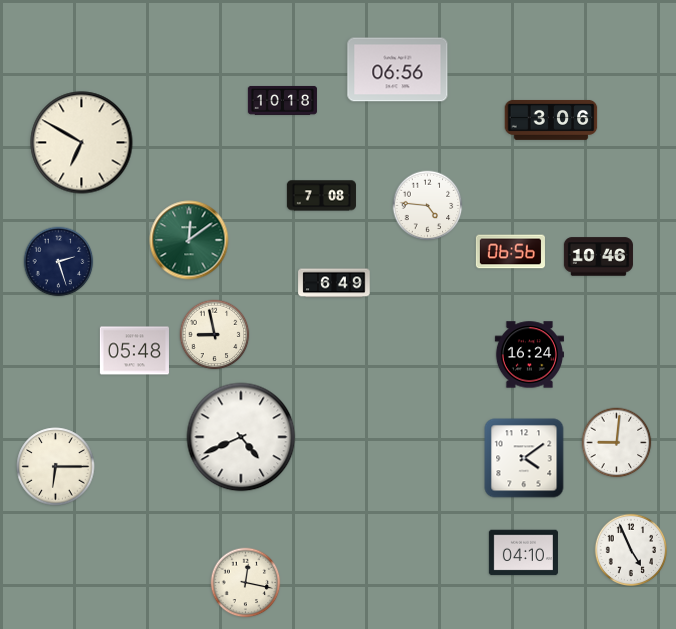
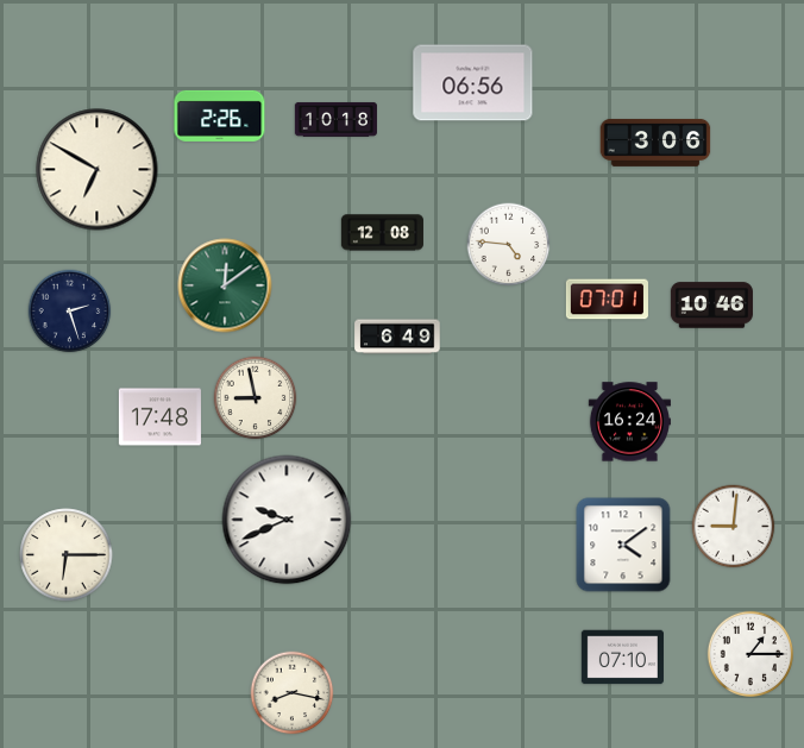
clock at (220, 115): none -> 2:26
clock at (321, 196): 7:08 -> 12:08
clock at (510, 252): 06:56 -> 07:01
clock at (134, 351): 05:48 -> 17:48
clock at (241, 437): 4:41 -> 9:41
clock at (630, 549): 4:56 -> 1:15
clock at (523, 553): 04:10 -> 07:10
clock at (246, 583): 12:17 -> 8:17
